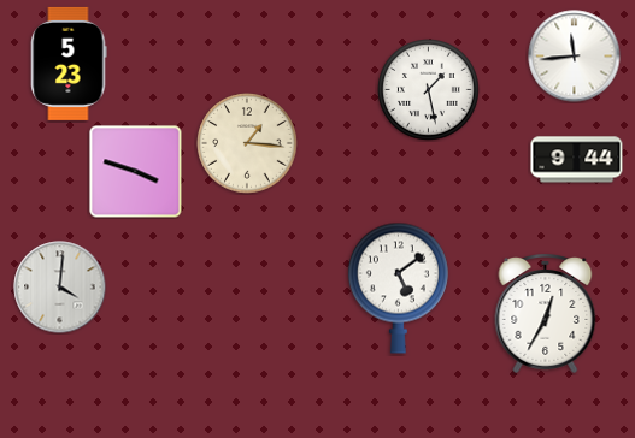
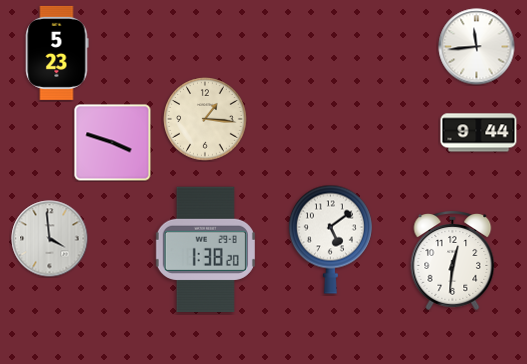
clock at (429, 90): 1:28 -> none
clock at (60, 288): 4:01 -> 3:59
clock at (205, 250): none -> 1:38
clock at (546, 313): 12:35 -> 12:31
